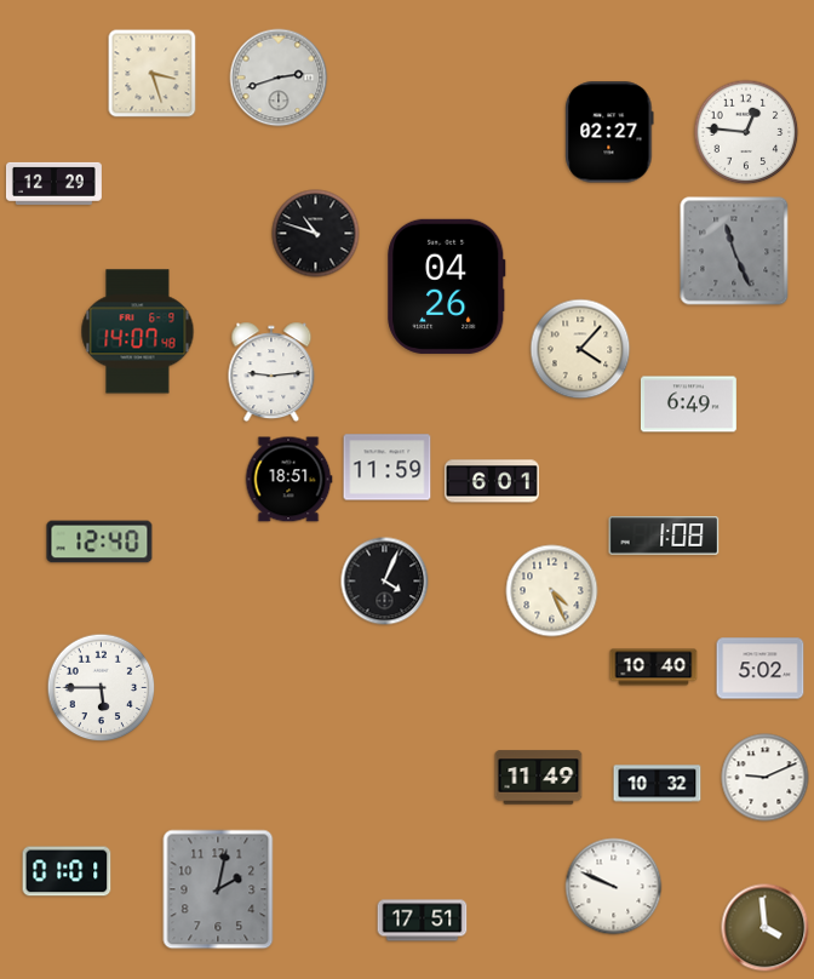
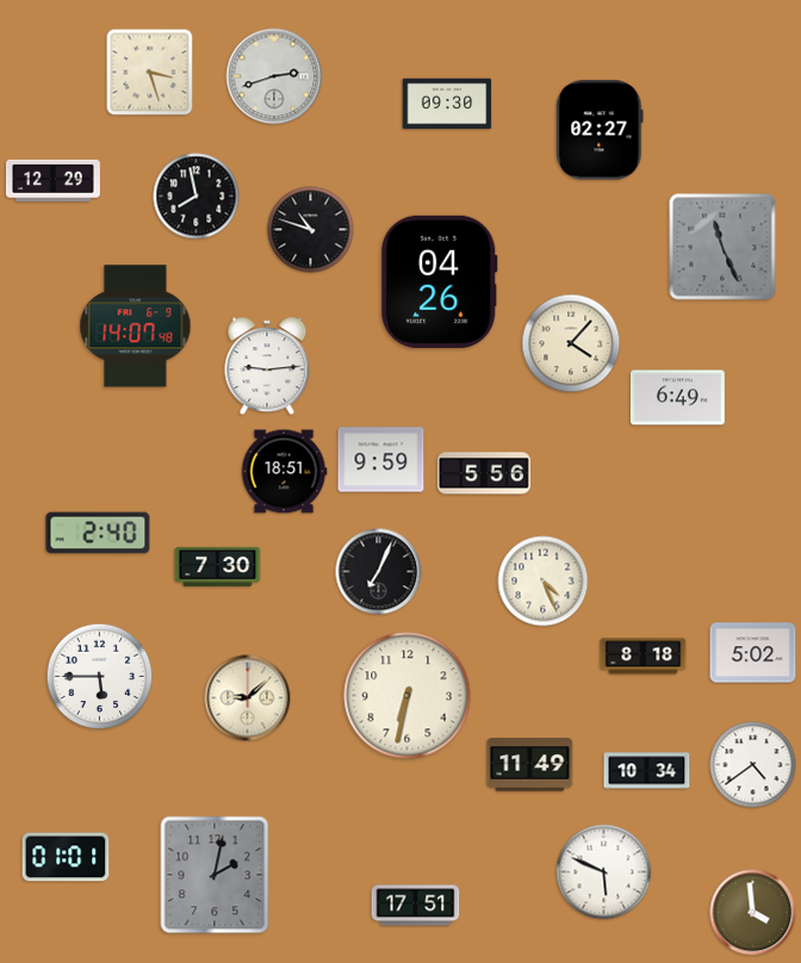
clock at (447, 104): none -> 09:30
clock at (746, 132): 12:46 -> none
clock at (197, 197): none -> 7:58
clock at (388, 468): 11:59 -> 9:59
clock at (492, 481): 6:01 -> 5:56
clock at (664, 536): 1:08 -> none
clock at (99, 542): 12:40 -> 2:40
clock at (218, 566): none -> 7:30
clock at (385, 582): 4:04 -> 7:04
clock at (654, 668): 10:40 -> 8:18
clock at (761, 669) position: (761, 669) -> (753, 653)
clock at (408, 696): none -> 6:32
clock at (248, 698): none -> 9:08
clock at (766, 778): 9:11 -> 4:39
clock at (658, 784): 10:32 -> 10:34
clock at (614, 887): 9:49 -> 5:49
